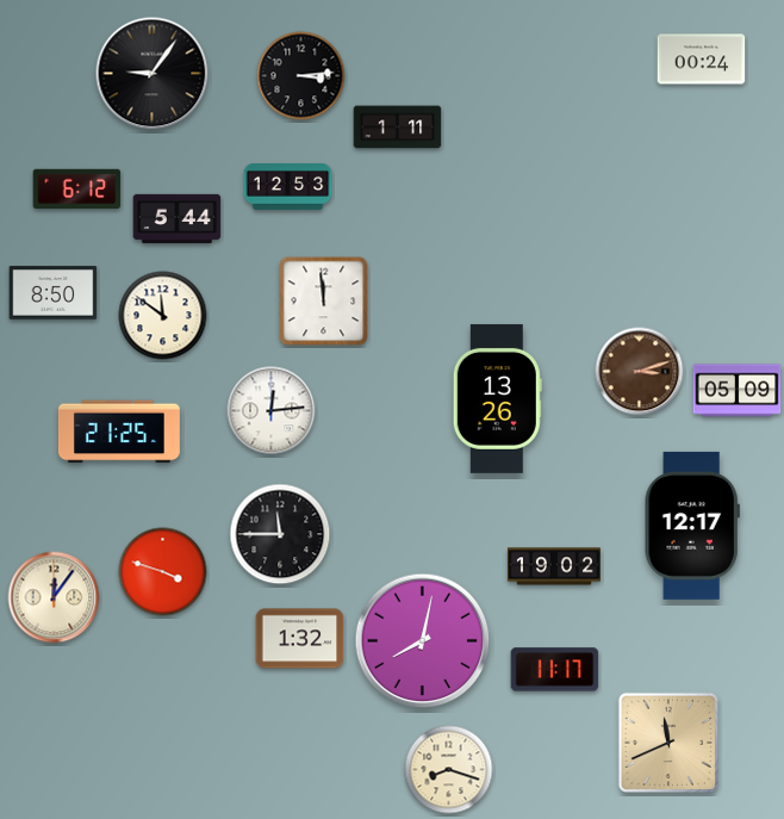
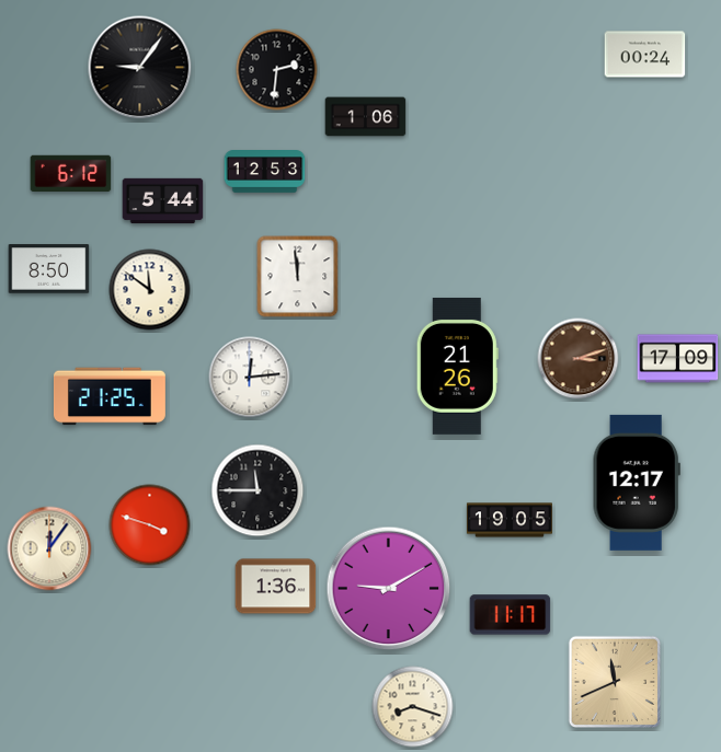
clock at (301, 76): 3:14 -> 2:31
clock at (398, 128): 1:11 -> 1:06
clock at (640, 372) position: (640, 372) -> (579, 359)
clock at (738, 391): 05:09 -> 17:09
clock at (497, 398): 13:26 -> 21:26
clock at (554, 566): 19:02 -> 19:05
clock at (300, 639): 1:32 -> 1:36
clock at (423, 641): 8:02 -> 9:10
